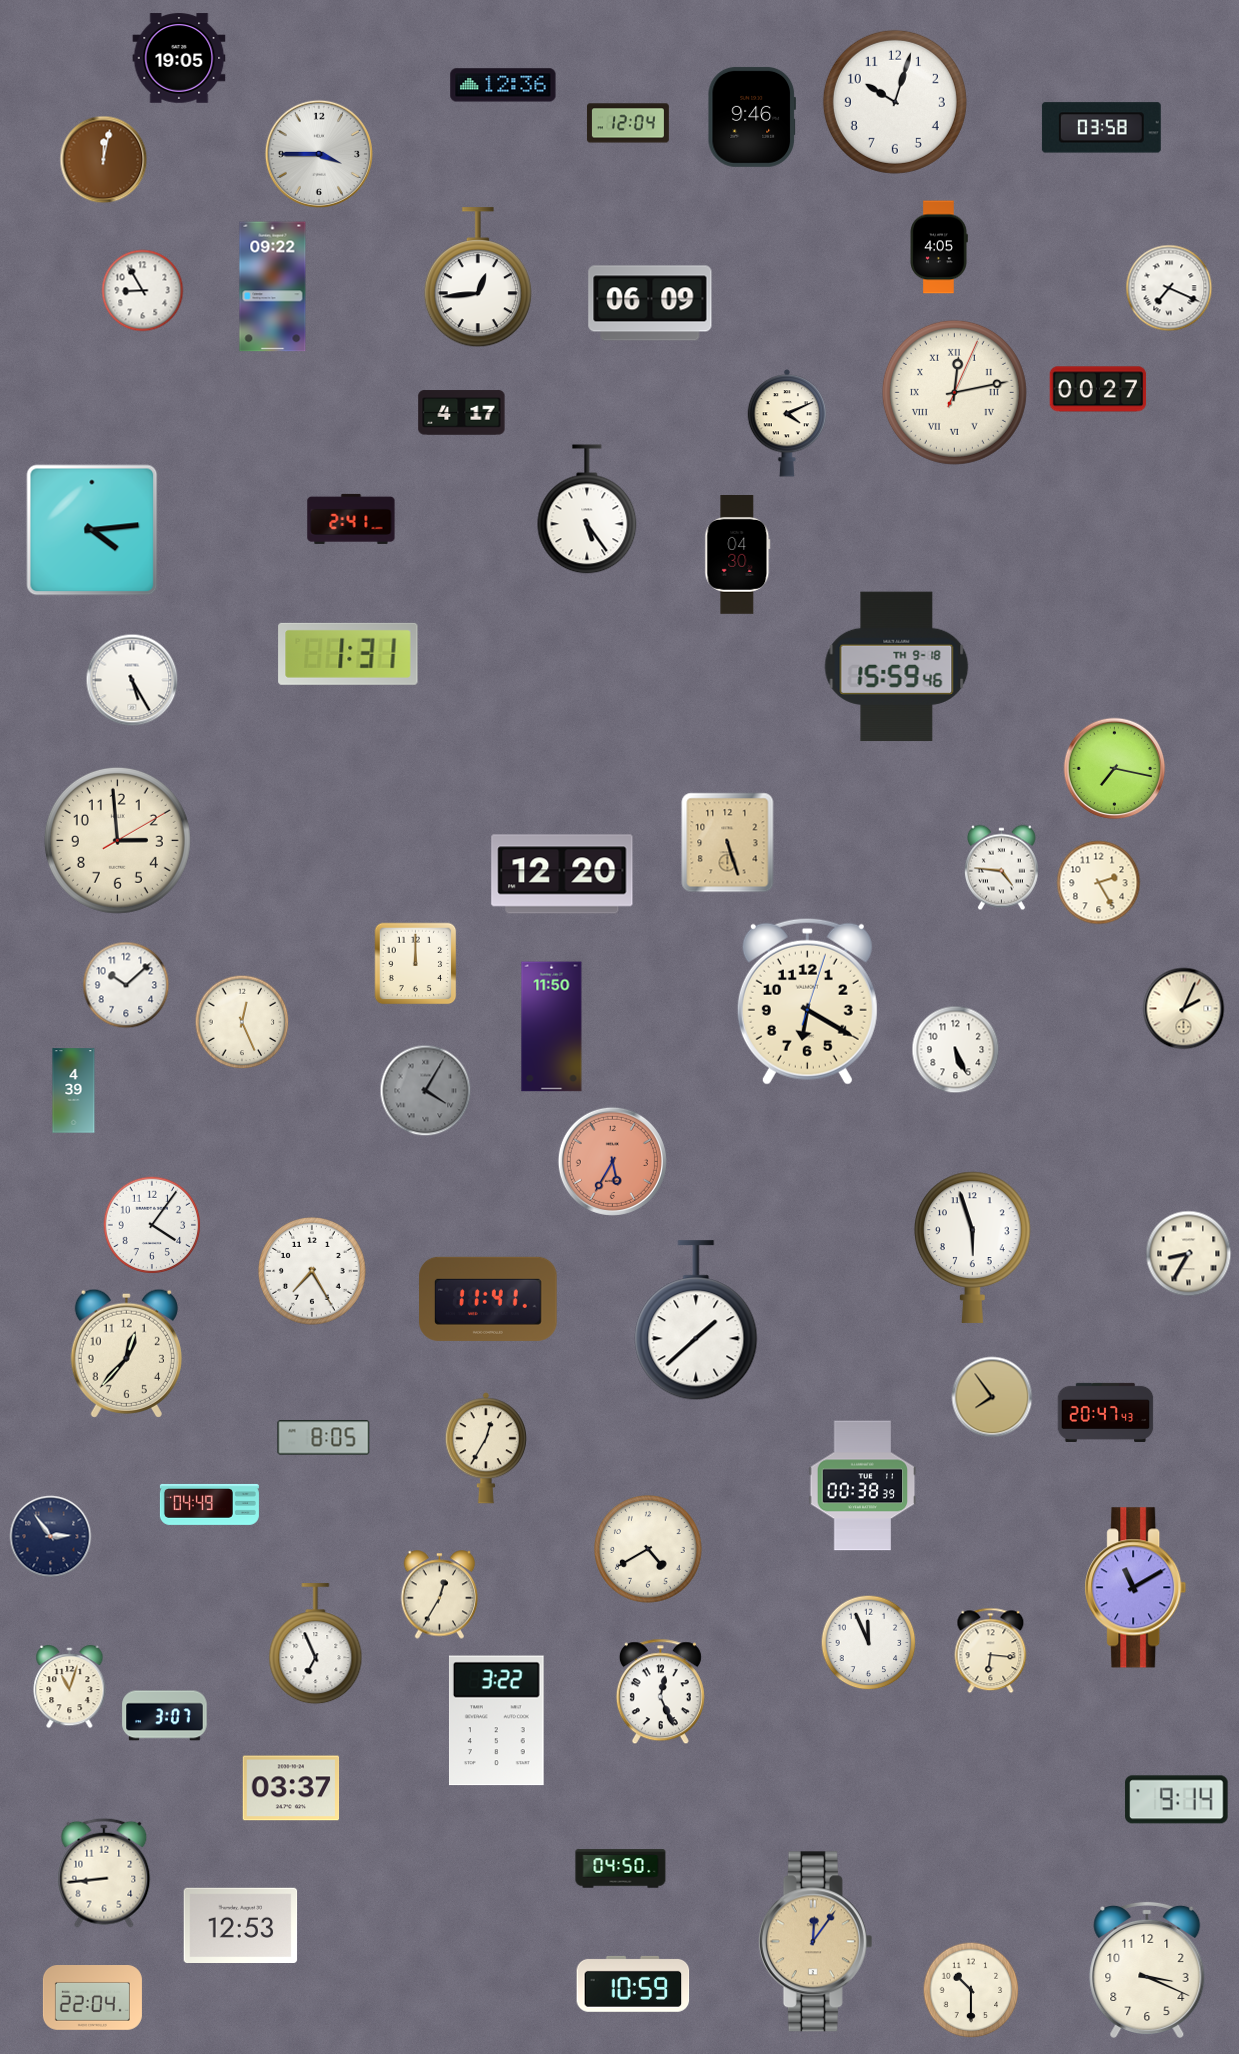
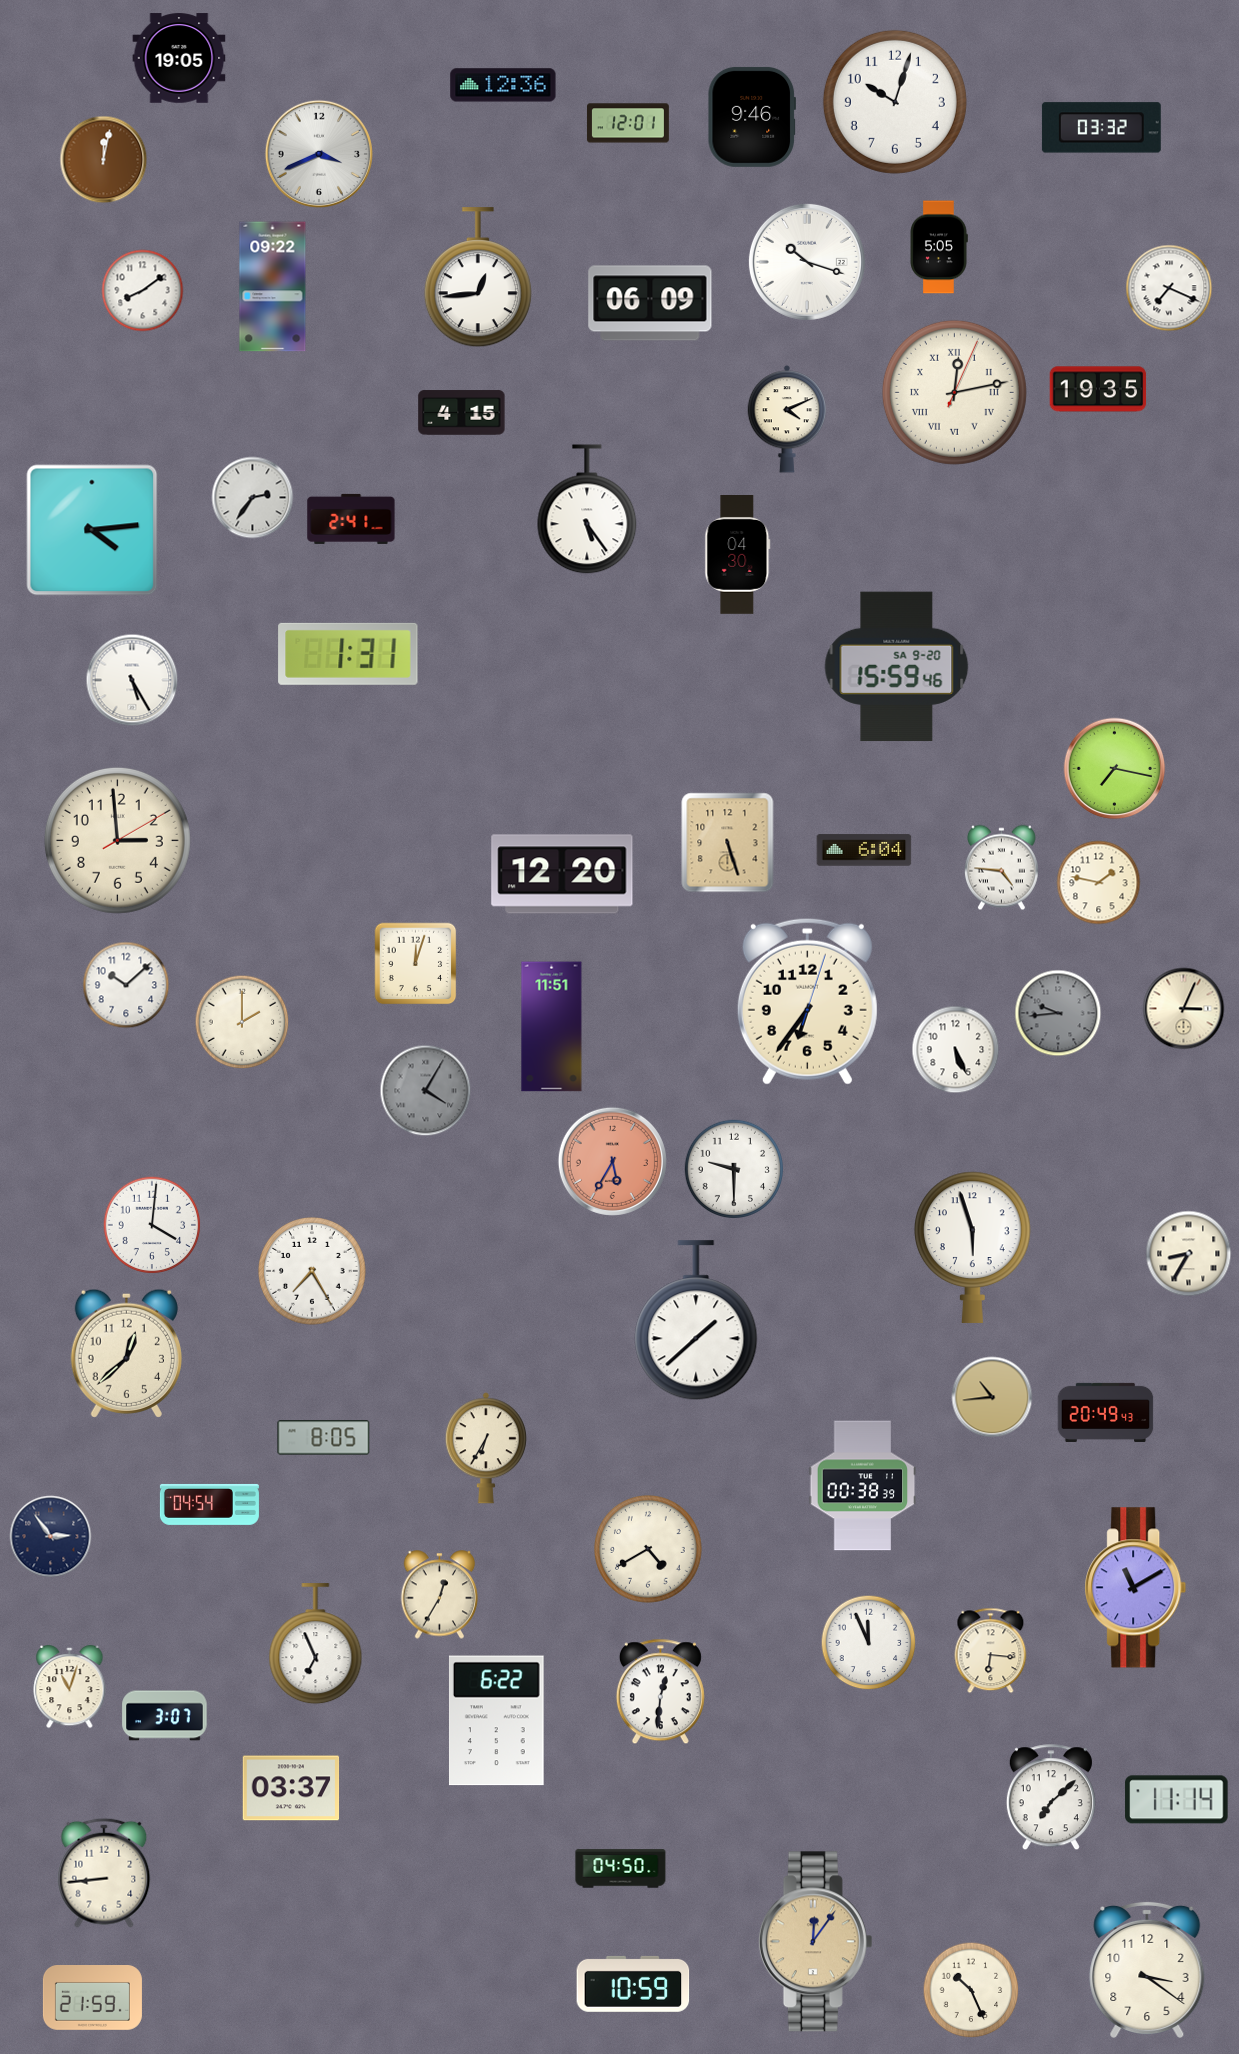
clock at (628, 123): 12:04 -> 12:01
clock at (1101, 128): 03:58 -> 03:32
clock at (319, 154): 3:45 -> 3:41
clock at (939, 247): 4:05 -> 5:05
clock at (807, 262): none -> 10:18
clock at (143, 291): 8:55 -> 8:09
clock at (1098, 389): 00:27 -> 19:35
clock at (462, 413): 4:17 -> 4:15
clock at (787, 423) position: (787, 423) -> (787, 419)
clock at (253, 498): none -> 2:36
clock at (897, 667) date: TH 9-18 -> SA 9-20
clock at (864, 850): none -> 6:04
clock at (1099, 883): 2:25 -> 1:47
clock at (416, 964): 12:00 -> 12:03
clock at (807, 1001): 6:20 -> 6:36
clock at (1184, 1009): 2:04 -> 3:04
clock at (1058, 1013): none -> 9:44
clock at (242, 1022): 12:26 -> 2:00
clock at (552, 1027): 11:50 -> 11:51
clock at (74, 1091): 4:39 -> none
clock at (733, 1168): none -> 9:30
clock at (152, 1225): 4:06 -> 4:01
clock at (489, 1299): 11:41 -> none
clock at (126, 1353): 12:37 -> 12:38
clock at (992, 1397): 7:54 -> 10:44
clock at (1106, 1412): 20:47 -> 20:49
clock at (486, 1448): 12:35 -> 6:35
clock at (209, 1504): 04:49 -> 04:54
clock at (660, 1692): 12:26 -> 12:31
clock at (496, 1721): 3:22 -> 6:22
clock at (1051, 1798): none -> 7:08
clock at (1177, 1800): 9:14 -> 11:14
clock at (241, 1925): 12:53 -> none
clock at (1147, 1969): 3:19 -> 3:21
clock at (971, 1990): 10:30 -> 10:26
clock at (92, 1998): 22:04 -> 21:59
